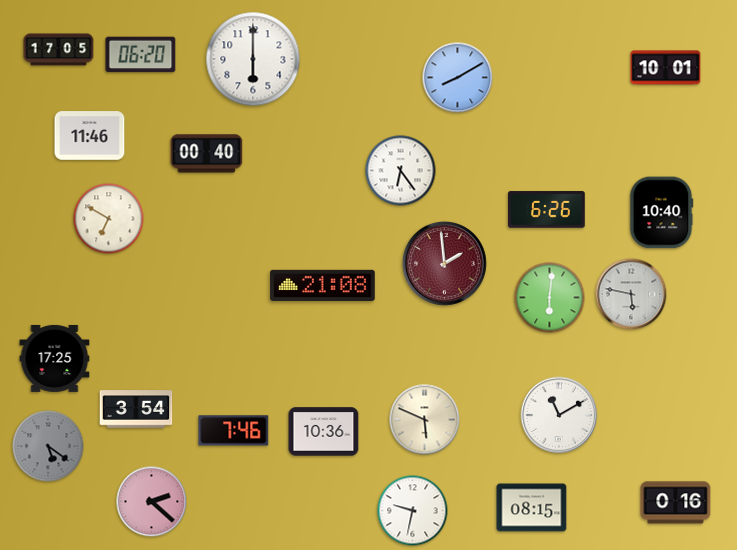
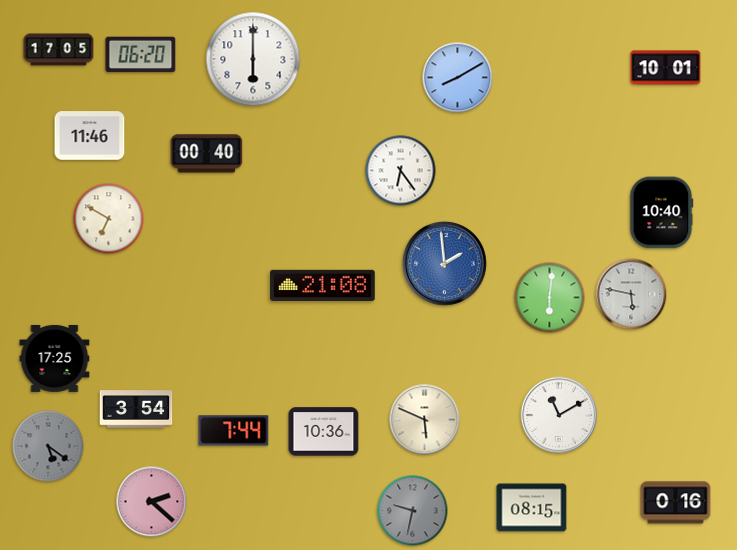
clock at (547, 210): 6:26 -> none
clock at (445, 264) dial: burgundy -> blue
clock at (234, 431): 7:46 -> 7:44
clock at (413, 511) dial: white -> grey
